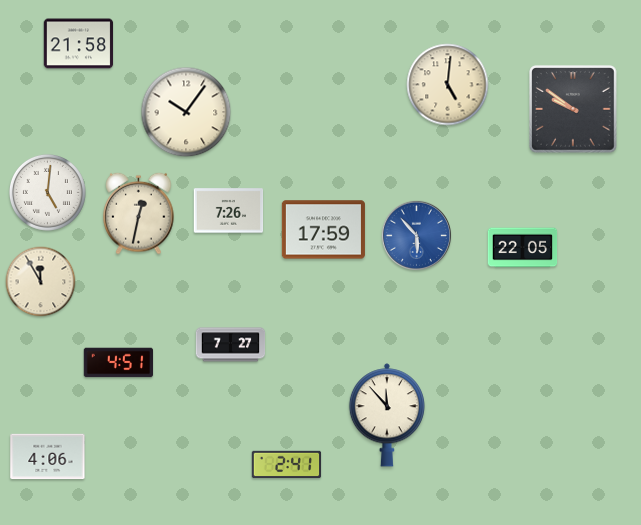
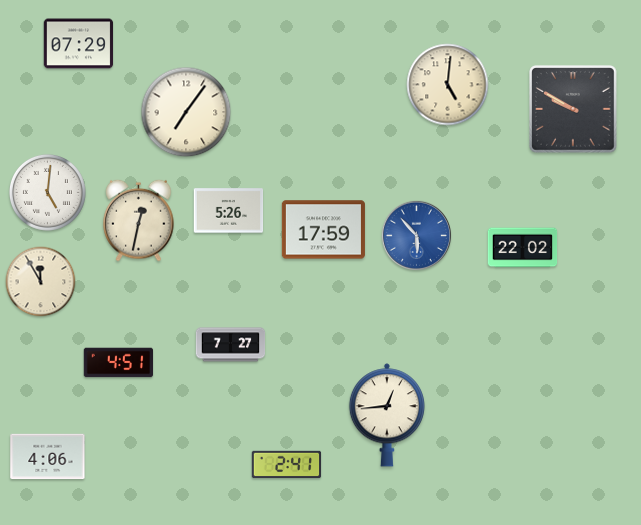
clock at (79, 44): 21:58 -> 07:29
clock at (574, 110): 9:51 -> 9:50
clock at (186, 112): 10:06 -> 7:06
clock at (229, 211): 7:26 -> 5:26
clock at (139, 213) position: (139, 213) -> (139, 220)
clock at (523, 248): 22:05 -> 22:02
clock at (387, 415): 11:53 -> 12:44
